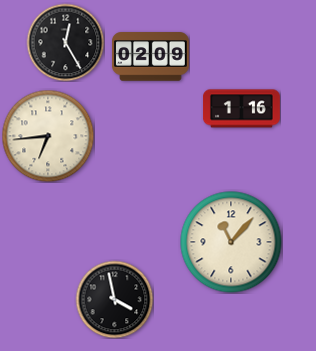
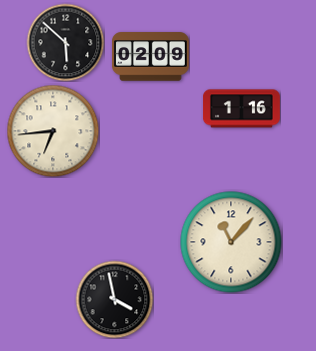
clock at (65, 42): 12:25 -> 5:52
clock at (48, 136) position: (48, 136) -> (53, 131)
